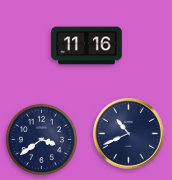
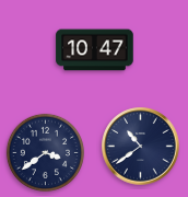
clock at (87, 46): 11:16 -> 10:47
clock at (129, 134): 10:41 -> 10:39
